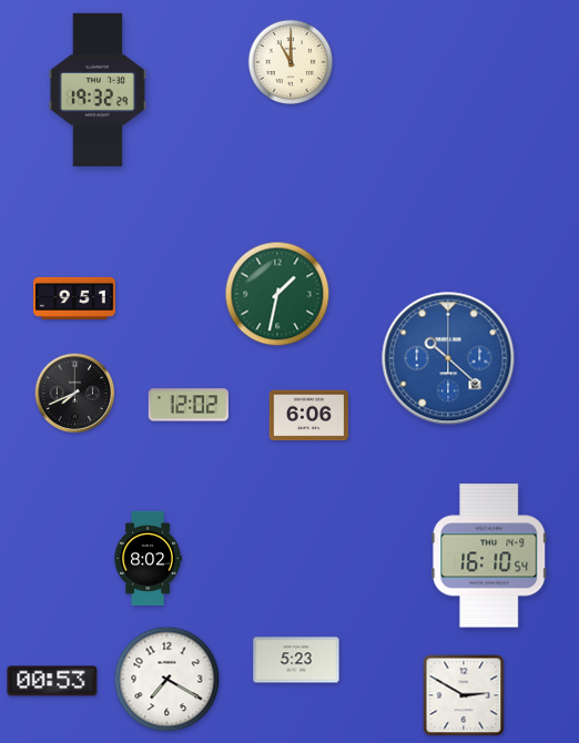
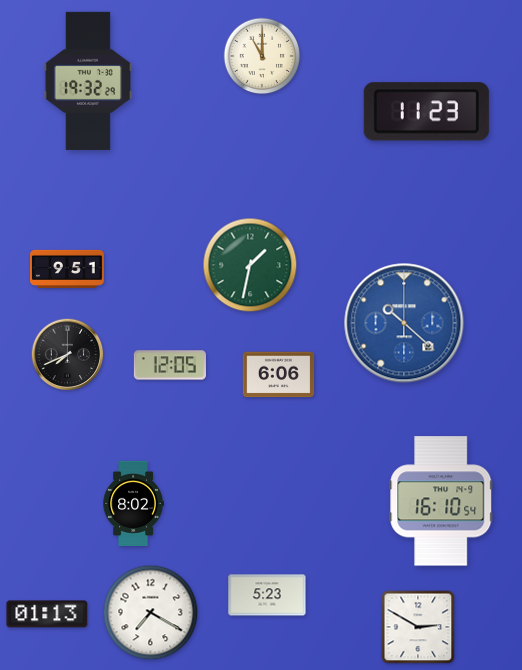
clock at (426, 112): none -> 11:23
clock at (189, 405): 12:02 -> 12:05
clock at (52, 681): 00:53 -> 01:13
